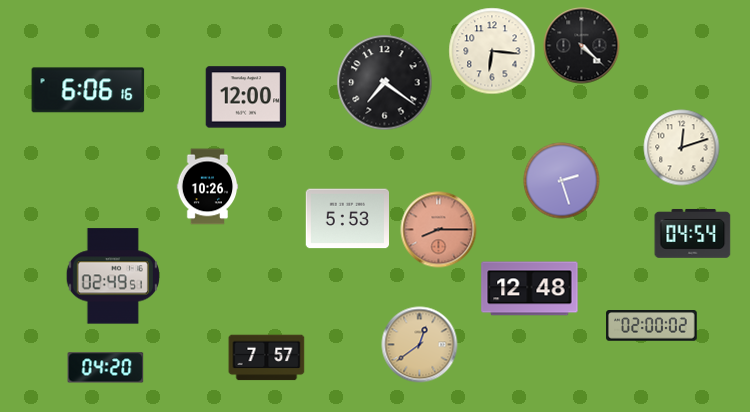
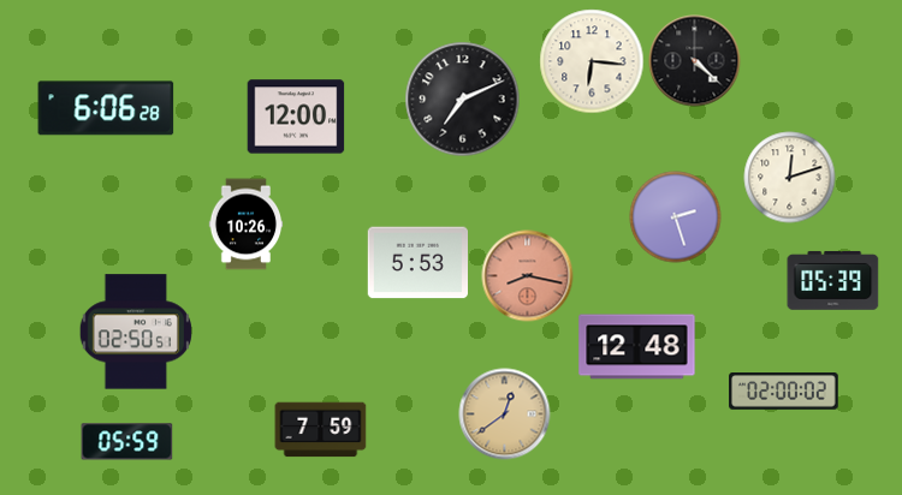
clock at (582, 46) position: (582, 46) -> (695, 61)
clock at (385, 83): 7:21 -> 7:11
clock at (88, 90): 6:06:16 -> 6:06:28
clock at (682, 148) position: (682, 148) -> (790, 178)
clock at (208, 187) position: (208, 187) -> (247, 225)
clock at (439, 230): 8:15 -> 8:17
clock at (693, 233): 04:54 -> 05:39
clock at (113, 276): 02:49 -> 02:50
clock at (267, 358): 7:57 -> 7:59
clock at (106, 368): 04:20 -> 05:59
